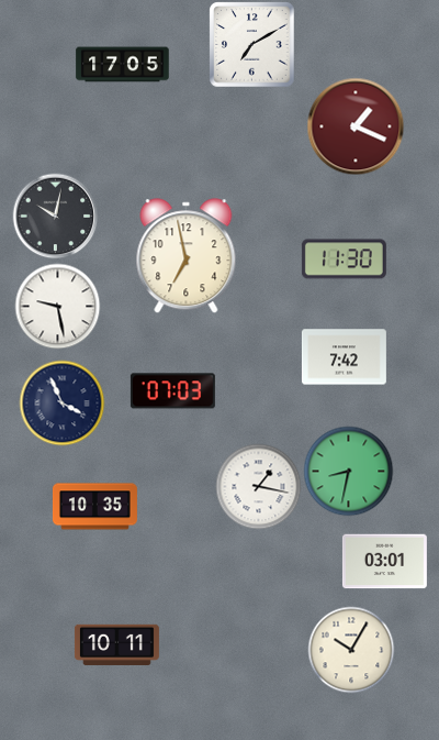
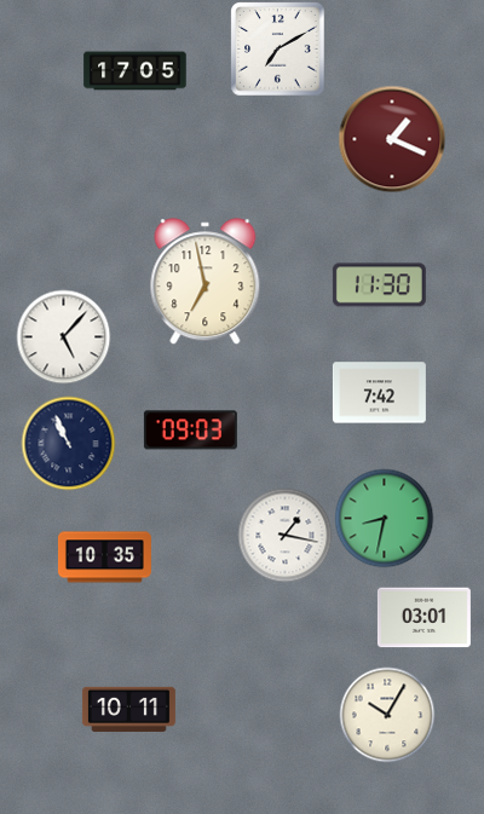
clock at (55, 216): 10:02 -> none
clock at (57, 306): 9:28 -> 5:07
clock at (172, 391): 07:03 -> 09:03
clock at (61, 402): 3:56 -> 10:56
